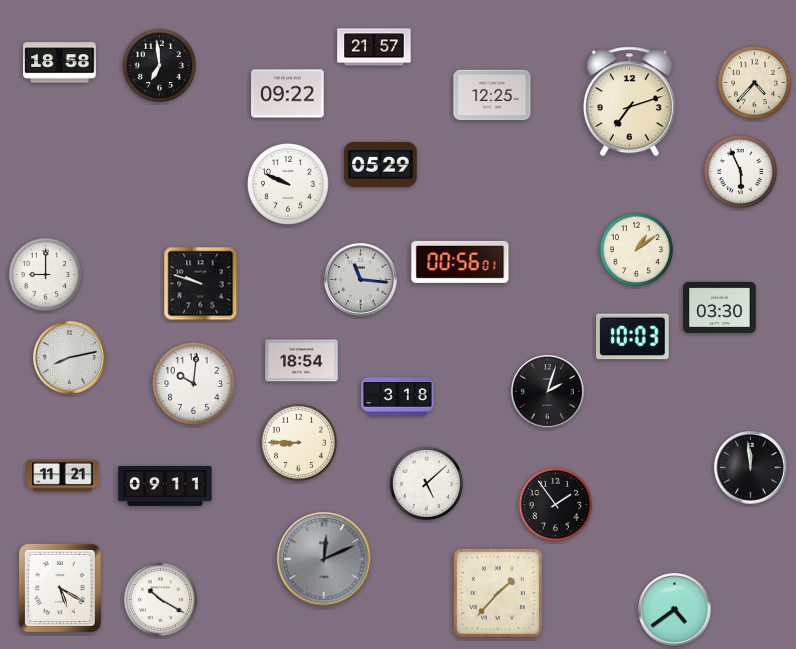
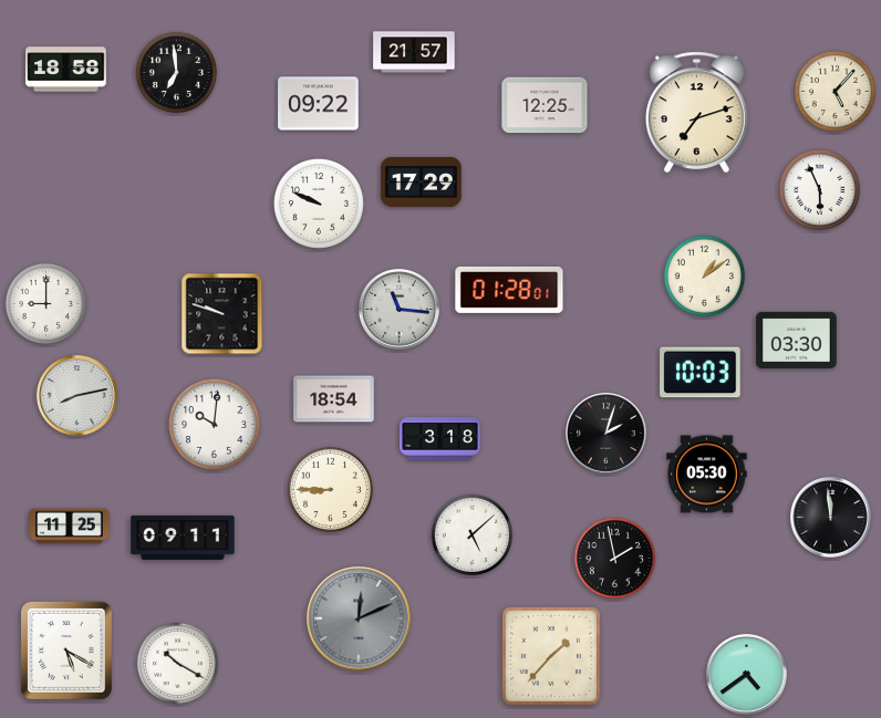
clock at (754, 83): 4:37 -> 5:07
clock at (381, 164): 05:29 -> 17:29
clock at (460, 262): 00:56 -> 01:28
clock at (45, 275) position: (45, 275) -> (45, 304)
clock at (707, 475): none -> 05:30
clock at (63, 476): 11:21 -> 11:25
clock at (555, 505): 1:54 -> 1:58
